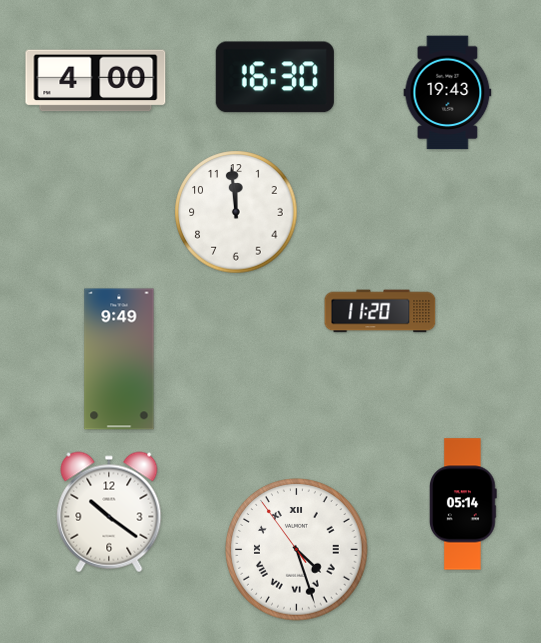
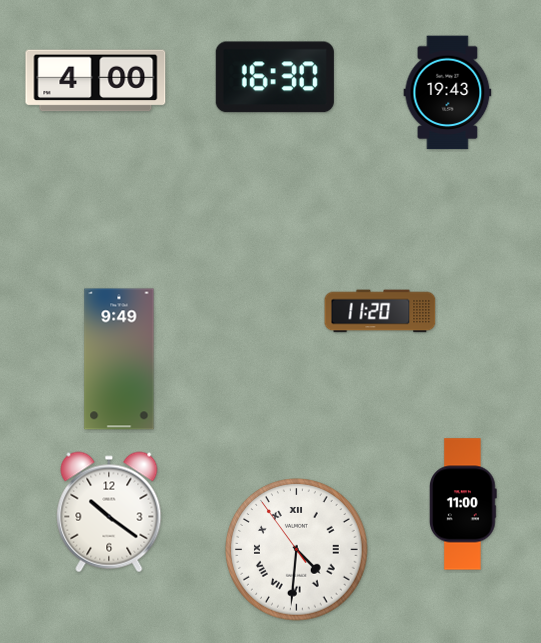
clock at (236, 212): 11:59 -> none
clock at (464, 504): 05:14 -> 11:00
clock at (297, 550): 4:26 -> 4:30
